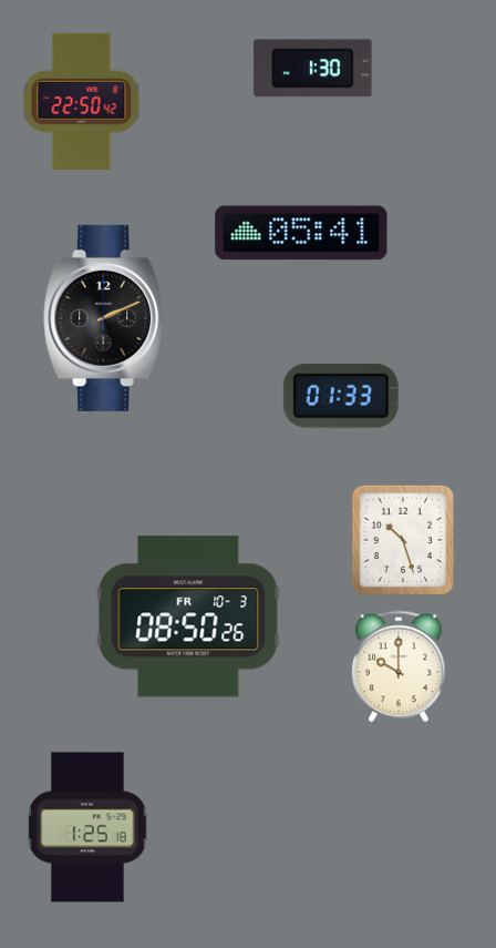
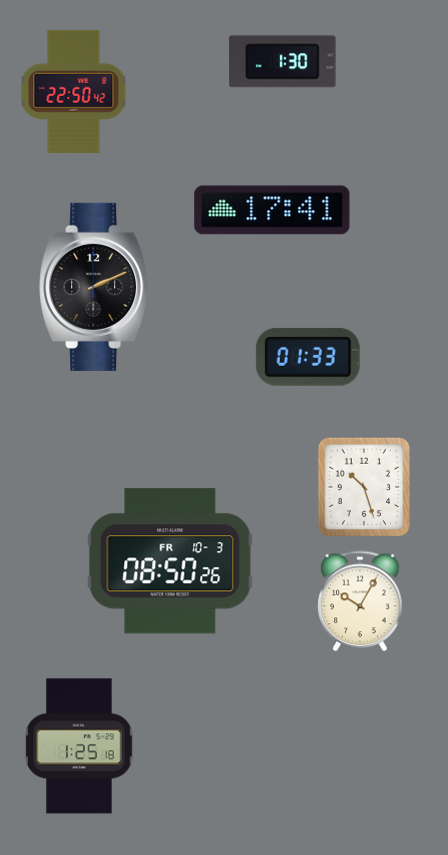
clock at (301, 233): 05:41 -> 17:41
clock at (188, 616) position: (188, 616) -> (170, 561)
clock at (399, 666): 10:00 -> 10:05
